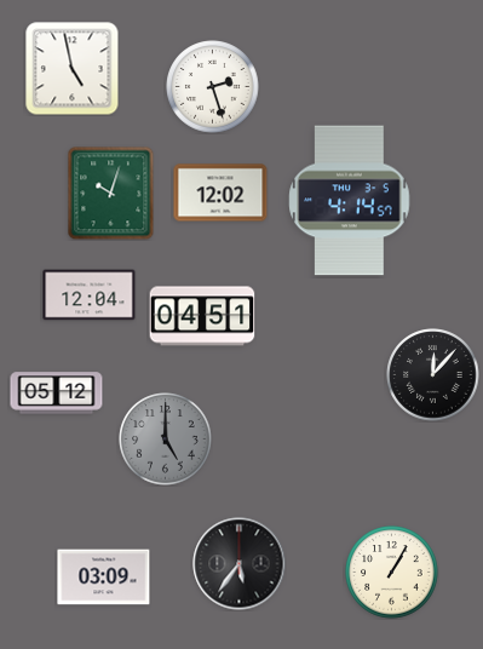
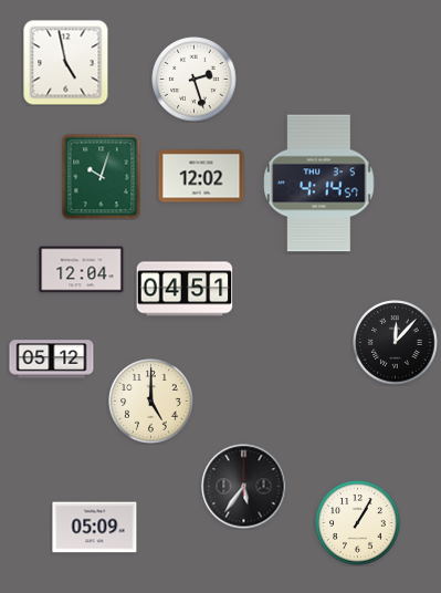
clock at (166, 440) dial: grey -> cream
clock at (240, 564) position: (240, 564) -> (244, 487)
clock at (104, 578): 03:09 -> 05:09
